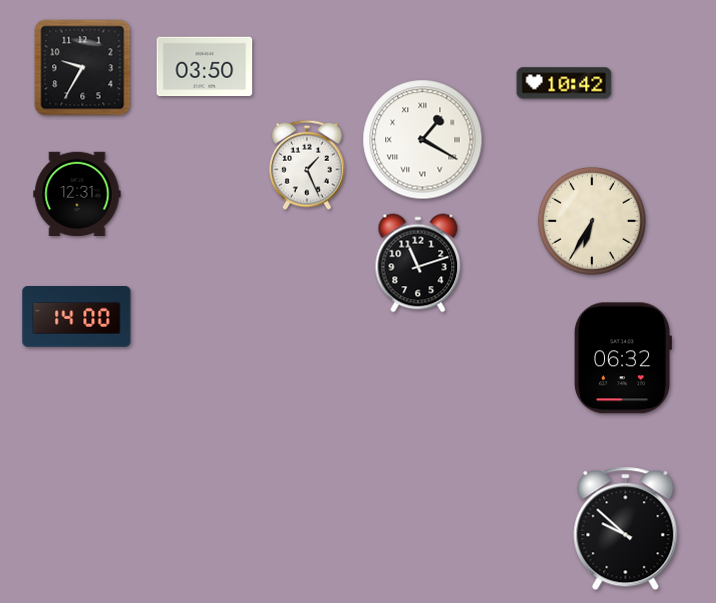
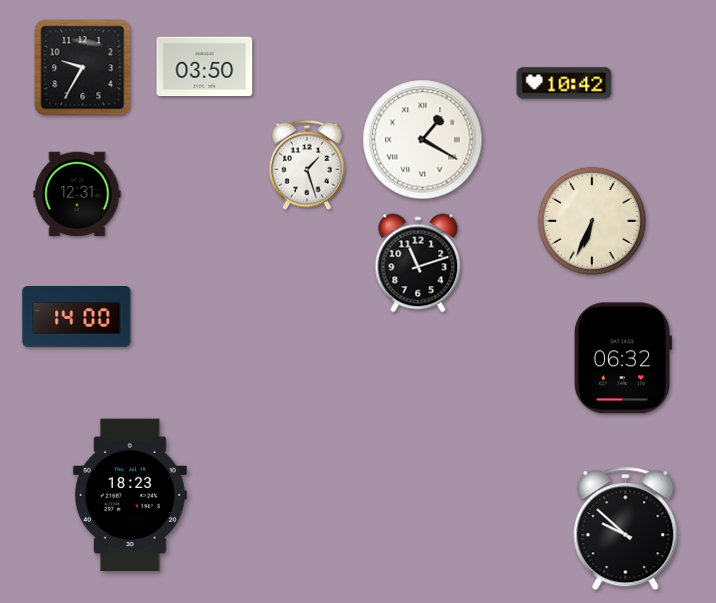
clock at (308, 165): 1:26 -> 1:27
clock at (592, 221): 6:35 -> 6:34
clock at (130, 495): none -> 18:23
